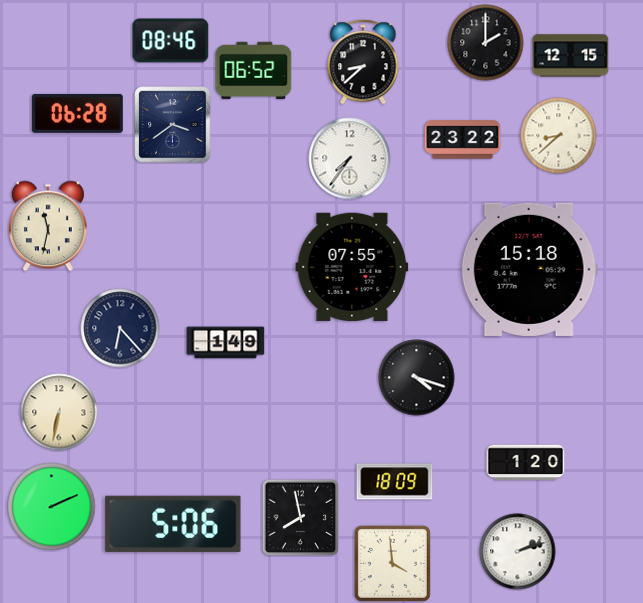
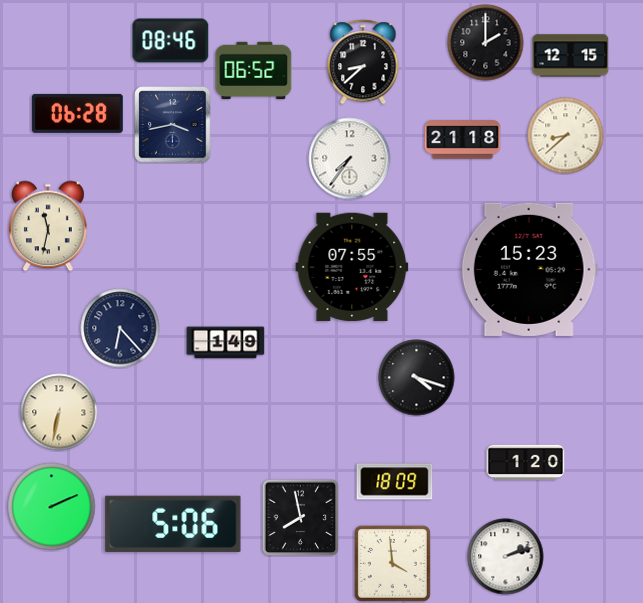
clock at (173, 125): 3:39 -> 3:43
clock at (559, 136) position: (559, 136) -> (566, 136)
clock at (463, 140): 23:22 -> 21:18
clock at (529, 269): 15:18 -> 15:23
clock at (518, 552) position: (518, 552) -> (506, 557)
